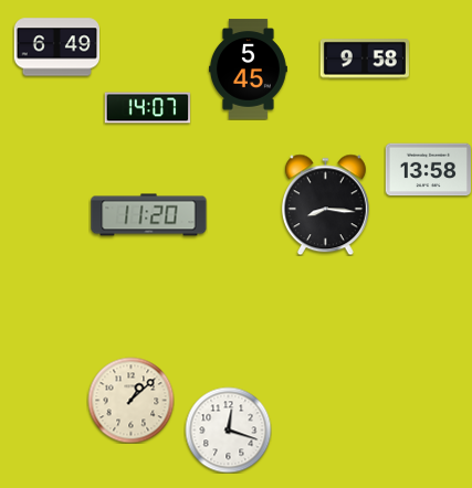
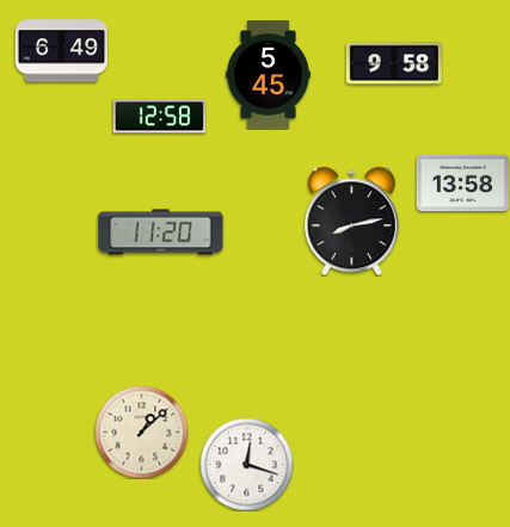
clock at (147, 108): 14:07 -> 12:58
clock at (325, 204): 8:16 -> 8:13
